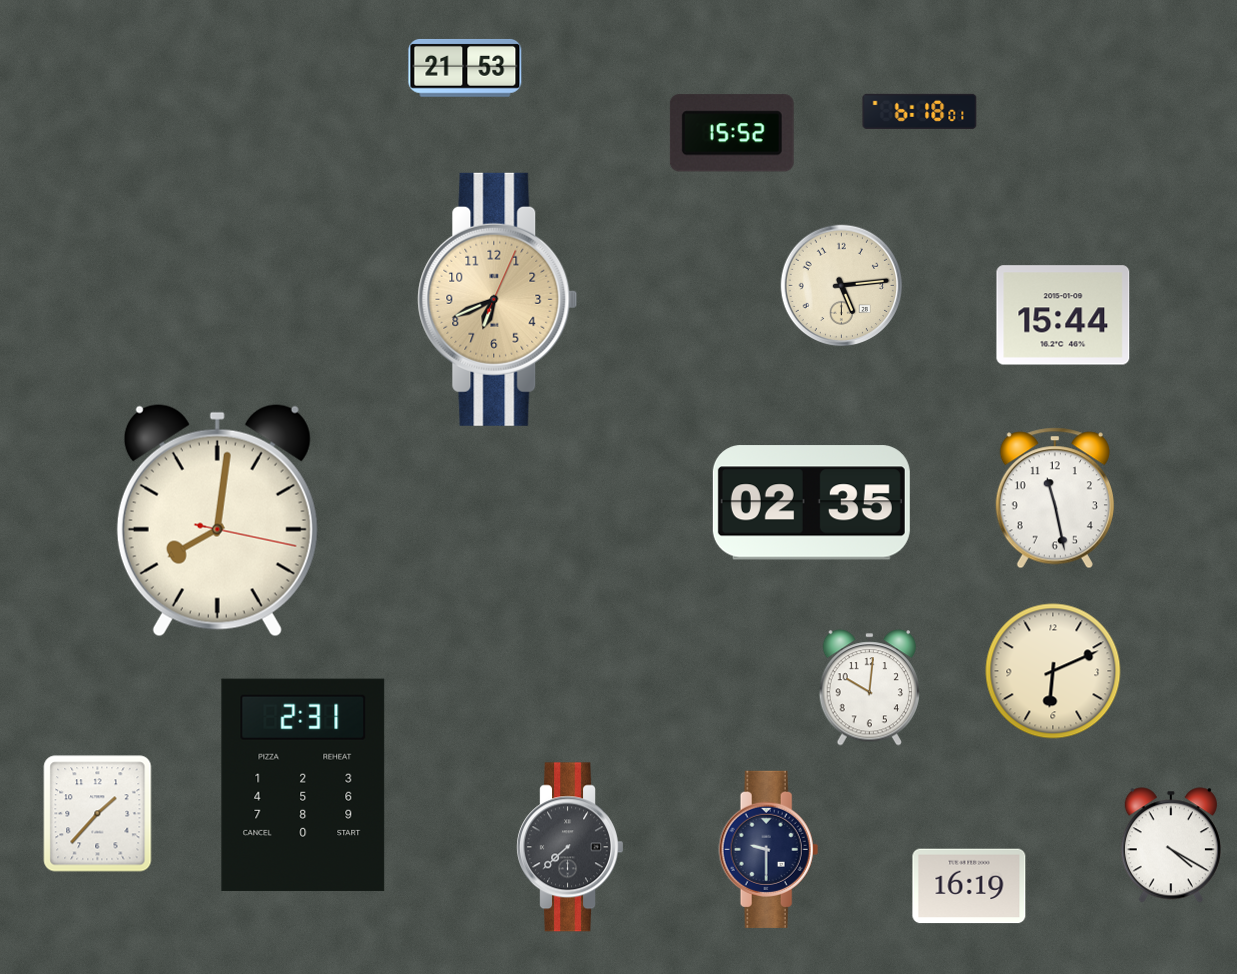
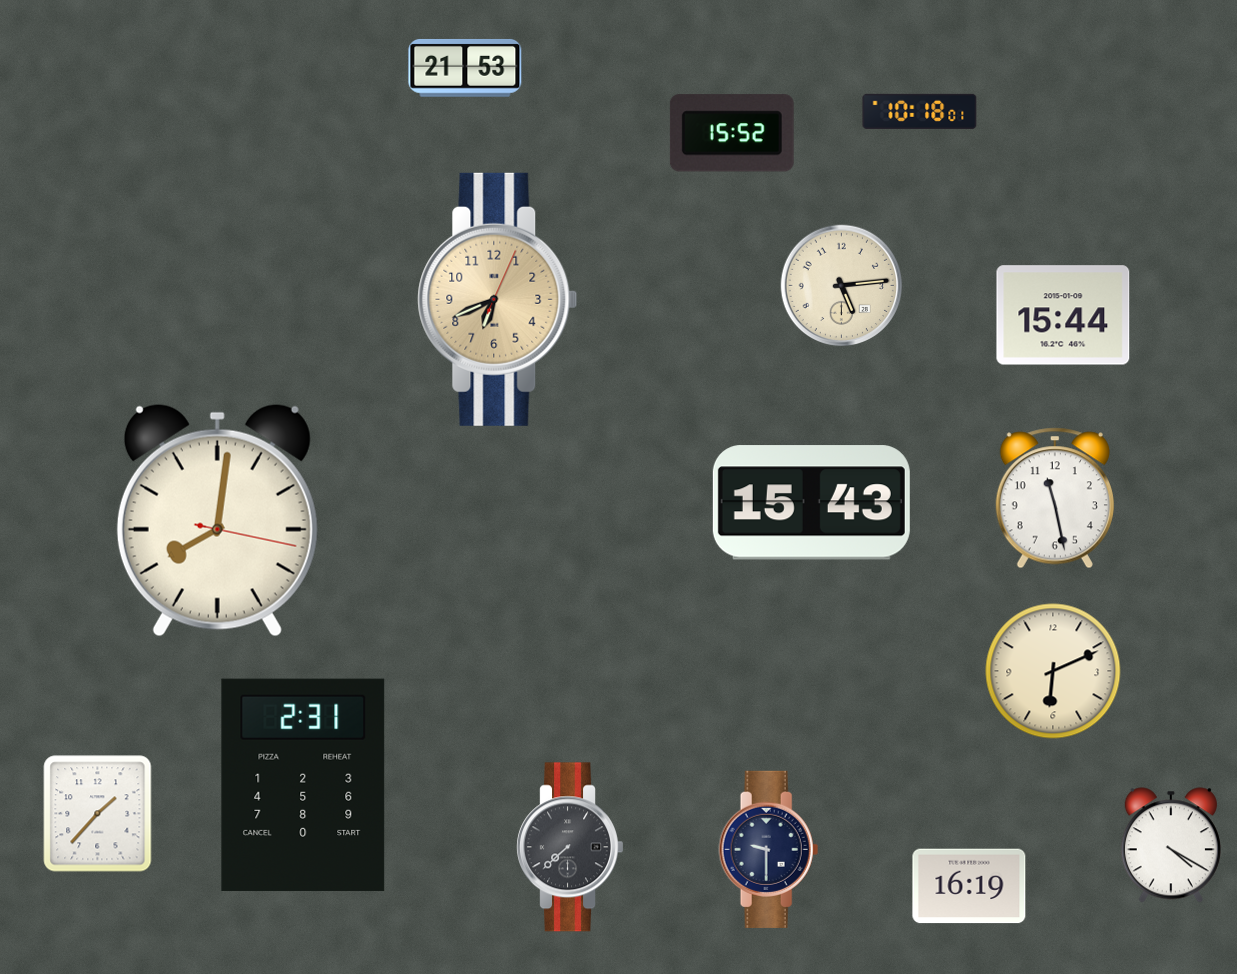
clock at (920, 111): 6:18 -> 10:18
clock at (811, 503): 02:35 -> 15:43
clock at (869, 688): 10:01 -> none
